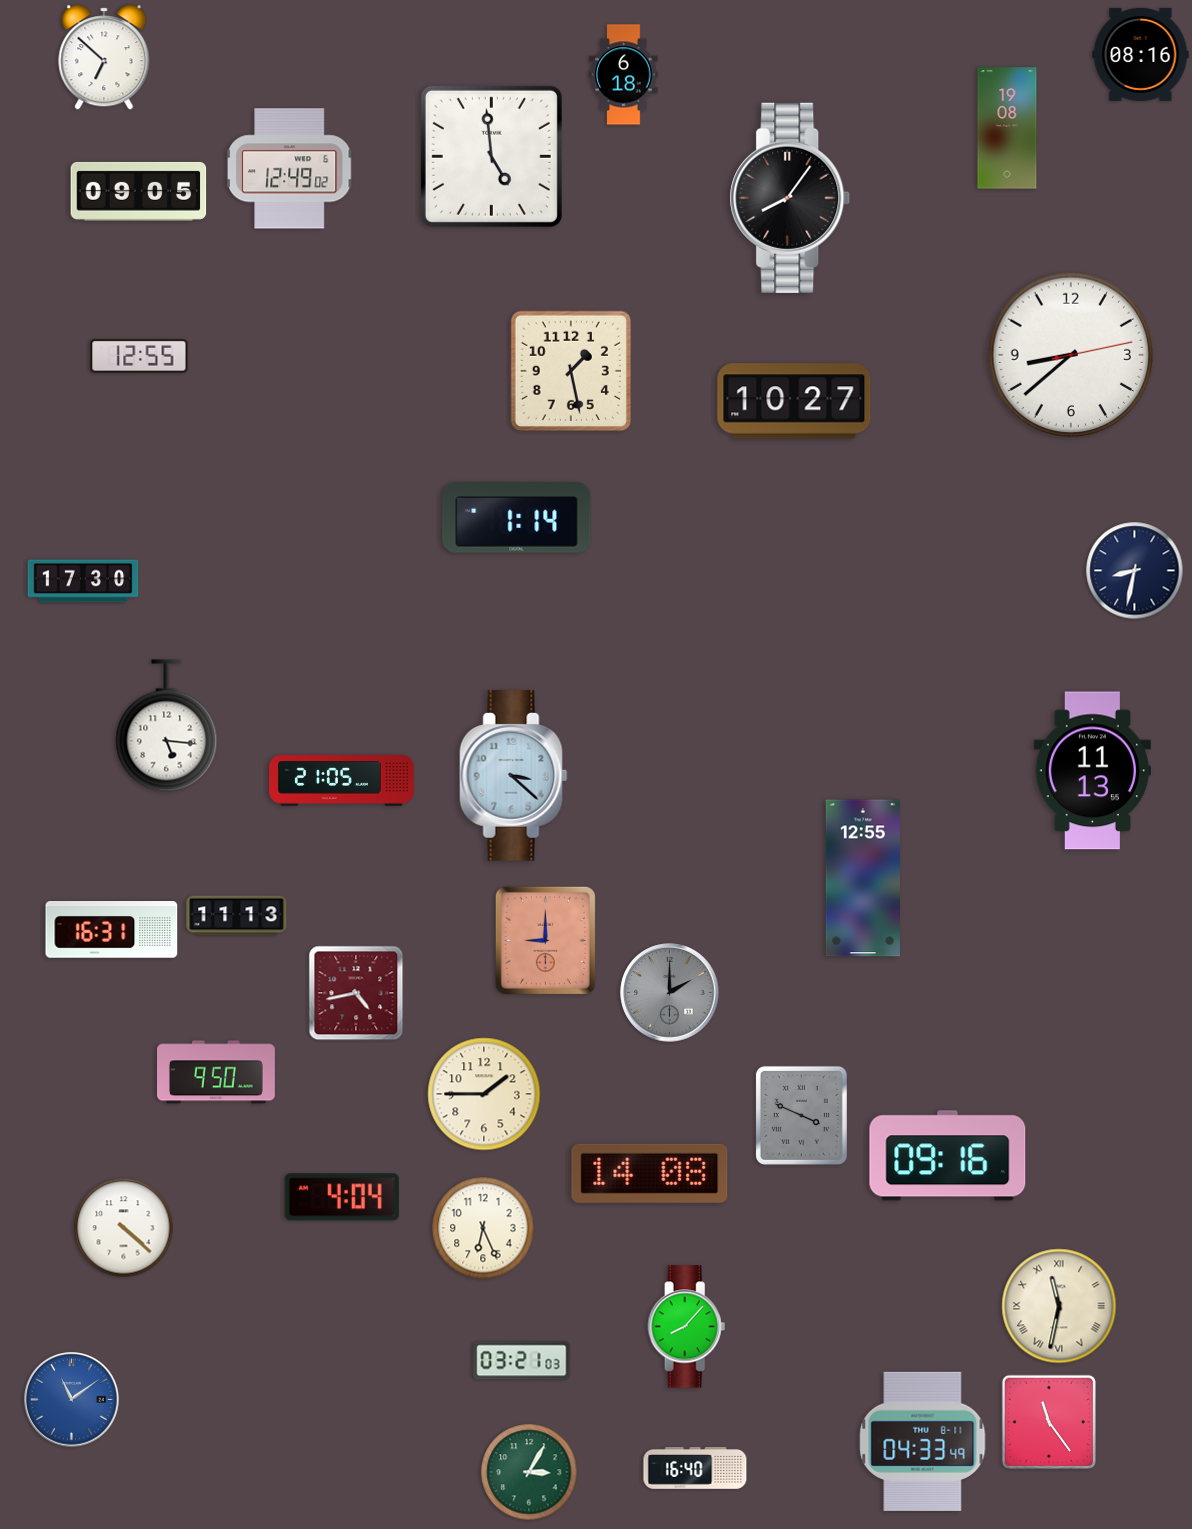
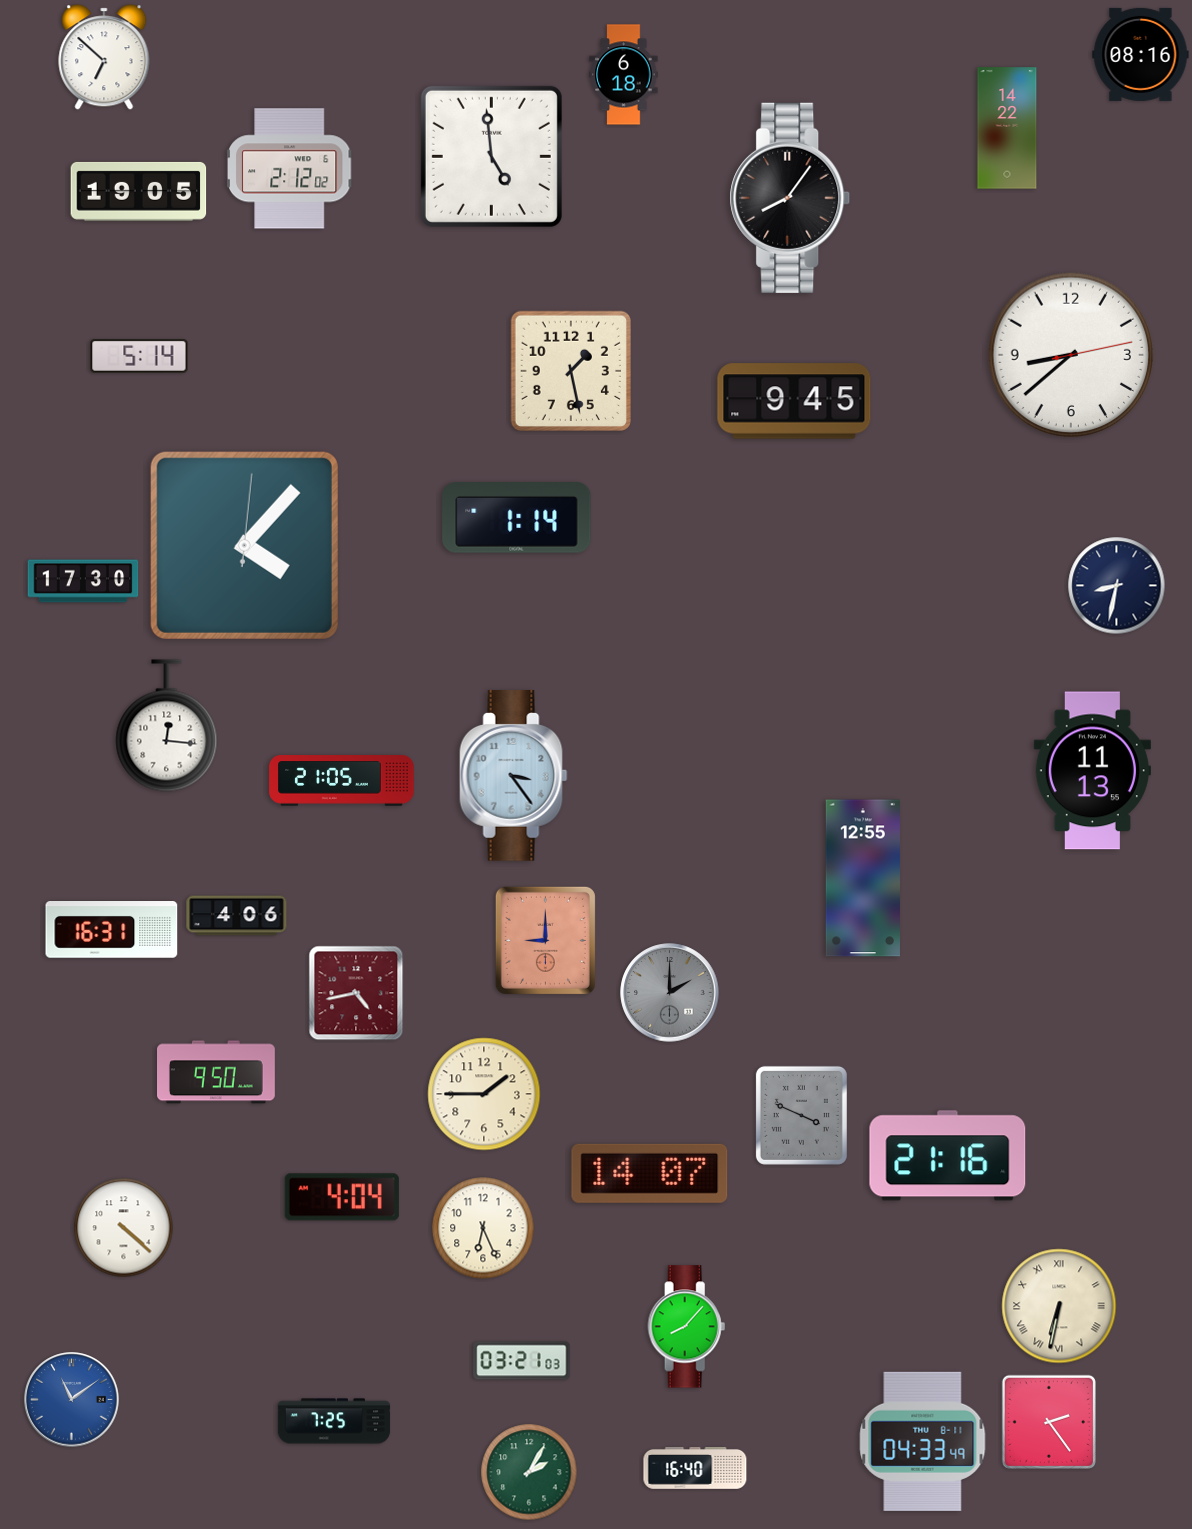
clock at (1007, 128): 19:08 -> 14:22
clock at (290, 169): 12:49 -> 2:12
clock at (139, 191): 09:05 -> 19:05
clock at (139, 356): 12:55 -> 5:14
clock at (794, 401): 10:27 -> 9:45
clock at (244, 545): none -> 4:07
clock at (1135, 571) position: (1135, 571) -> (1117, 586)
clock at (167, 726): 5:16 -> 12:16
clock at (514, 776): 3:22 -> 3:24
clock at (237, 916): 11:13 -> 4:06
clock at (948, 1156): 09:16 -> 21:16
clock at (650, 1173): 14:08 -> 14:07
clock at (1059, 1306): 11:32 -> 6:32
clock at (334, 1421): none -> 7:25
clock at (1049, 1422): 11:24 -> 2:24
clock at (529, 1472): 3:05 -> 2:05
